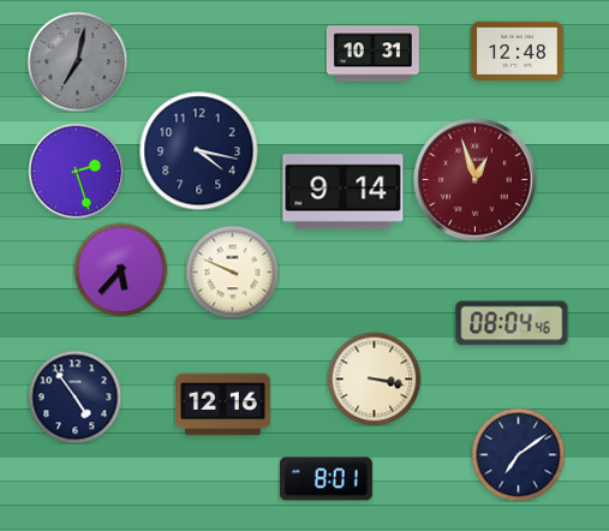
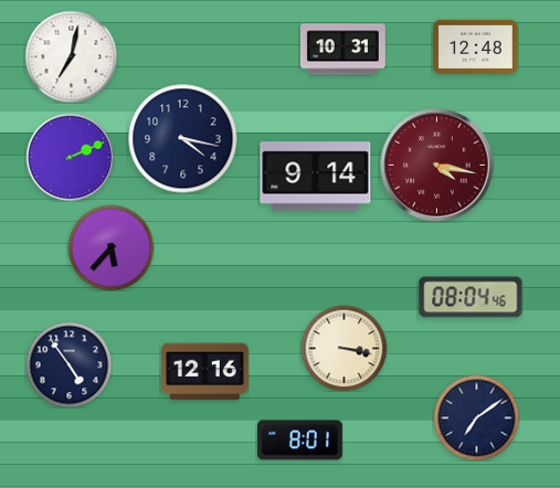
clock at (77, 61) dial: grey -> white
clock at (76, 171): 2:27 -> 2:11
clock at (476, 180): 12:57 -> 4:17
clock at (232, 272): 9:49 -> none
